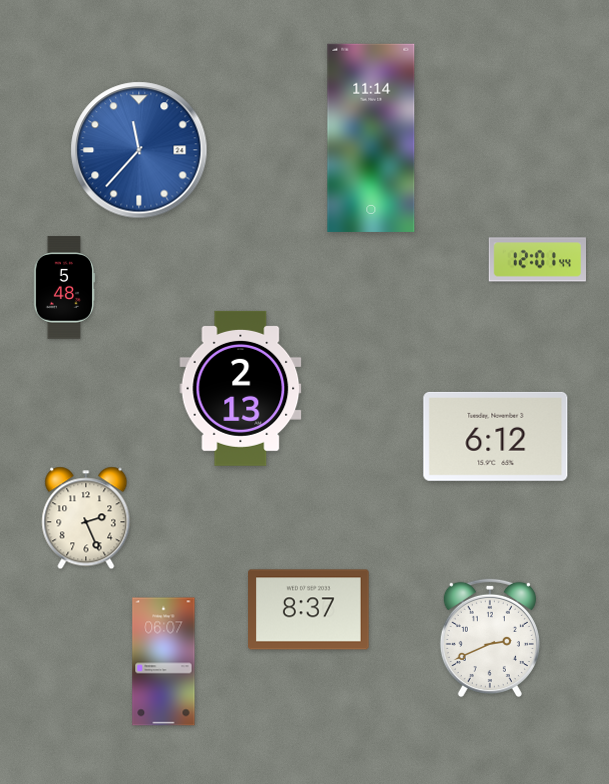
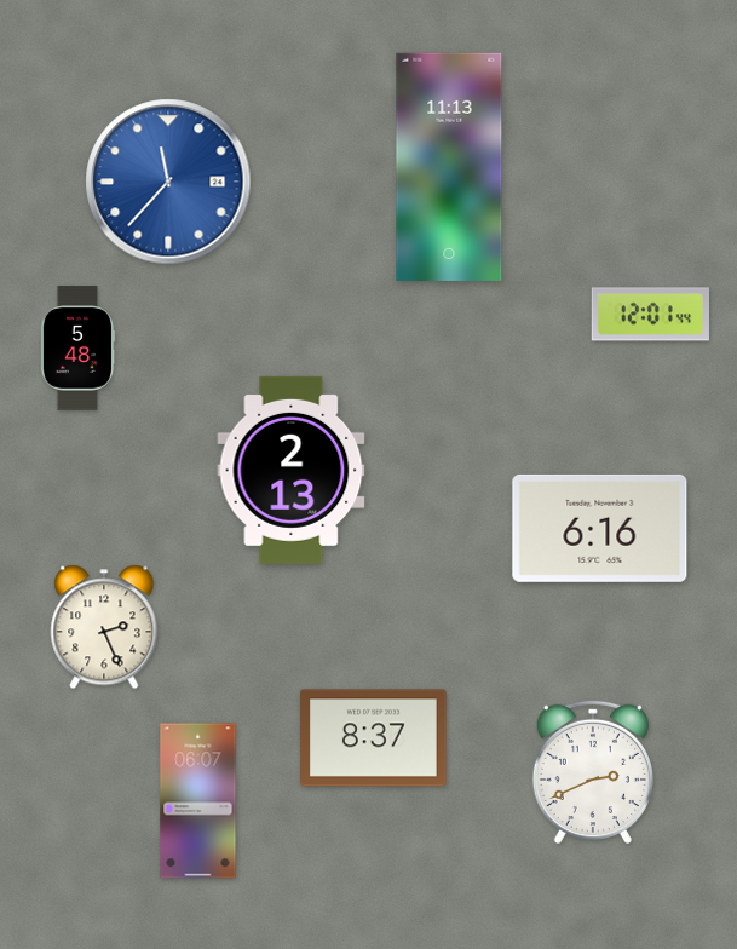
clock at (371, 138): 11:14 -> 11:13
clock at (496, 436): 6:12 -> 6:16
